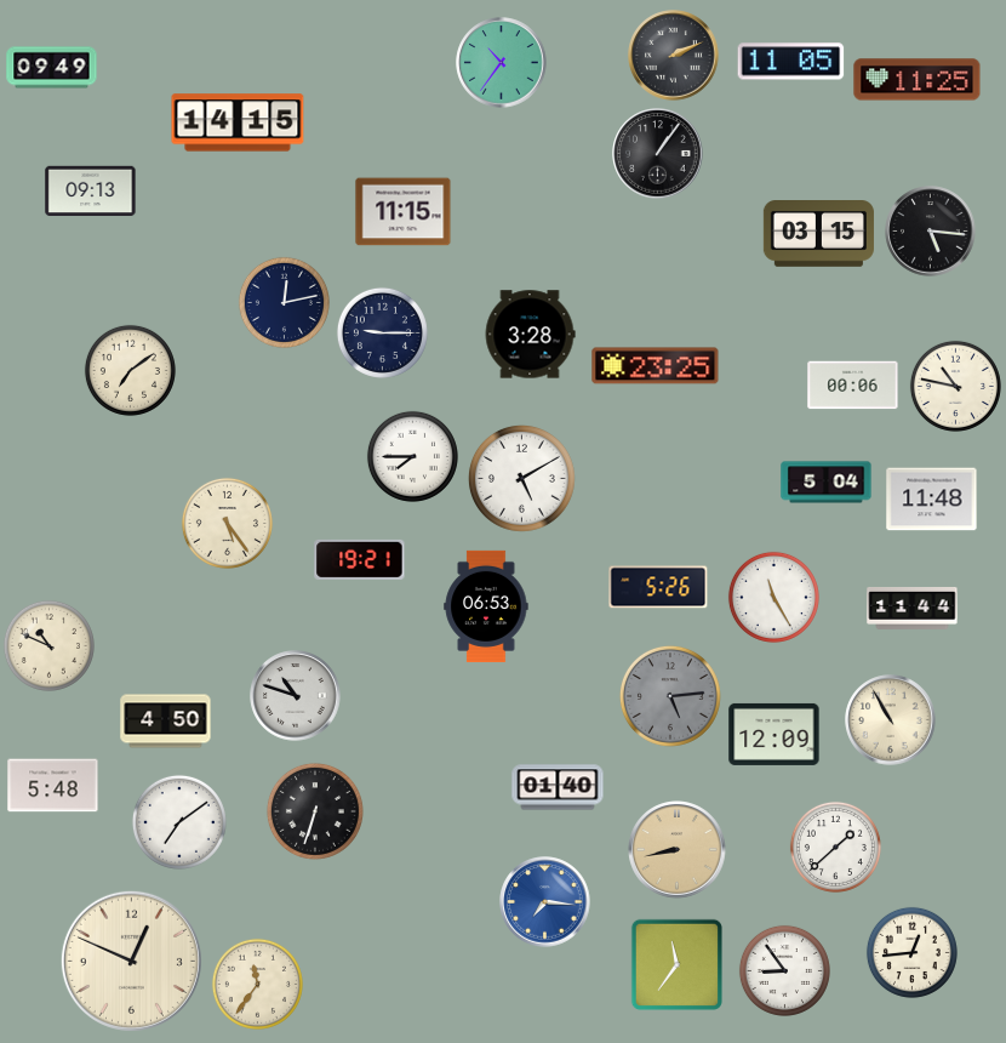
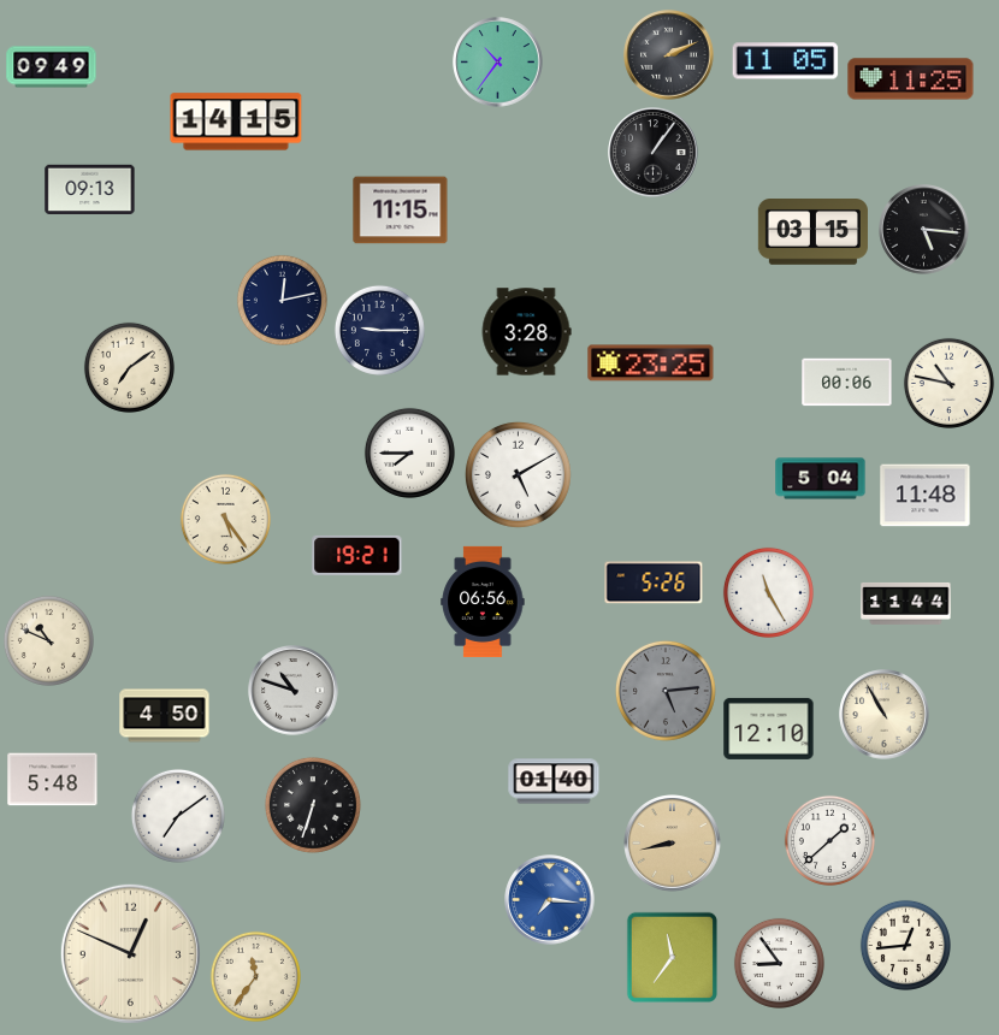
clock at (486, 606): 06:53 -> 06:56
clock at (774, 734): 12:09 -> 12:10
clock at (545, 902) position: (545, 902) -> (550, 900)
